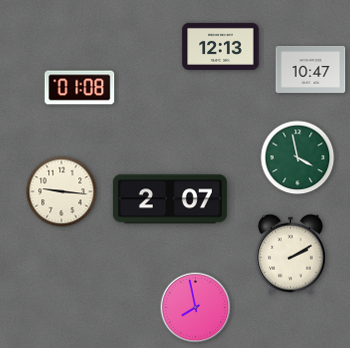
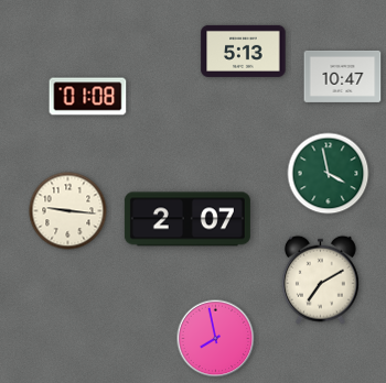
clock at (221, 46): 12:13 -> 5:13
clock at (290, 254): 2:10 -> 7:10
